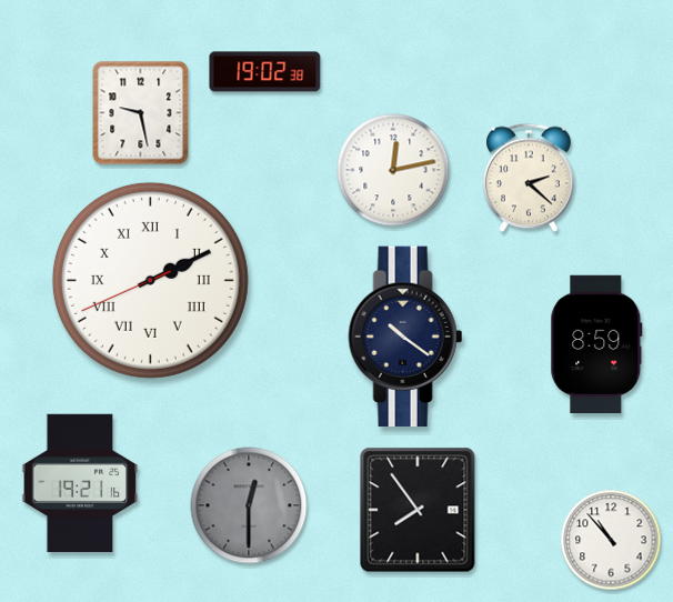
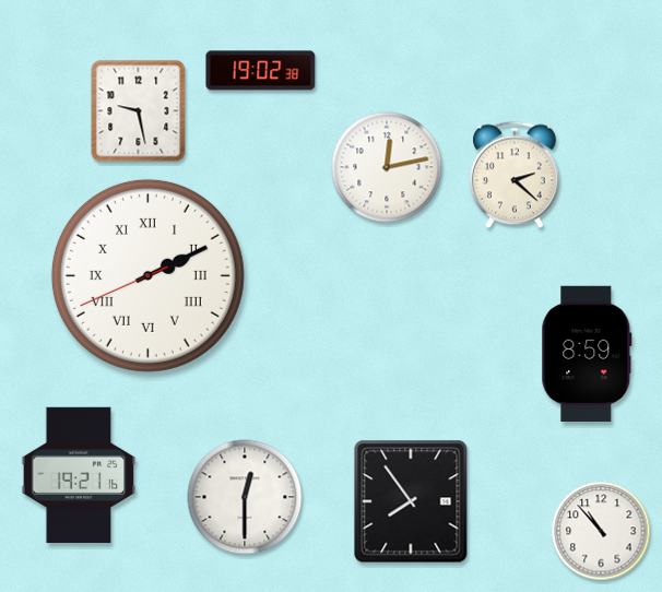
clock at (530, 178) position: (530, 178) -> (516, 175)
clock at (405, 337): 10:21 -> none
clock at (596, 344) position: (596, 344) -> (587, 354)
clock at (249, 505) dial: grey -> white
